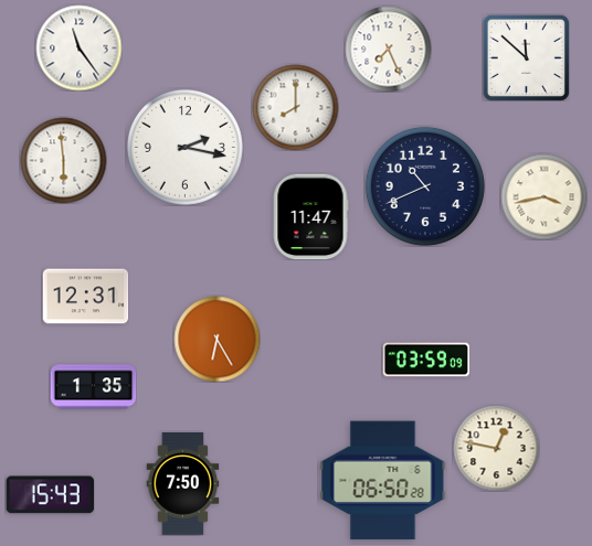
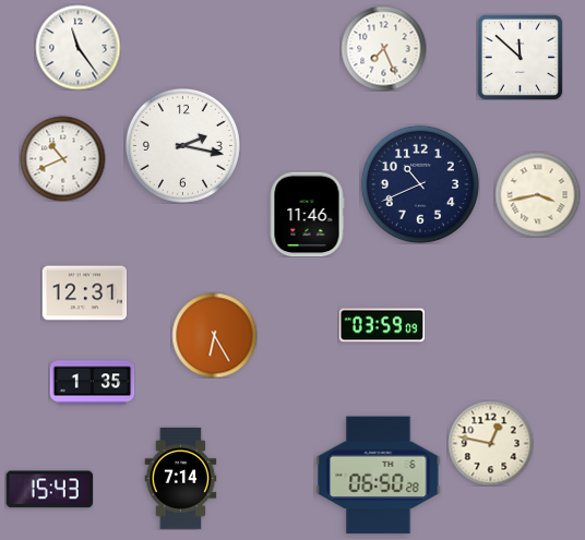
clock at (295, 107): 8:00 -> none
clock at (63, 160): 5:59 -> 10:41
clock at (310, 216): 11:47 -> 11:46
clock at (426, 360) position: (426, 360) -> (382, 325)
clock at (183, 484): 7:50 -> 7:14
